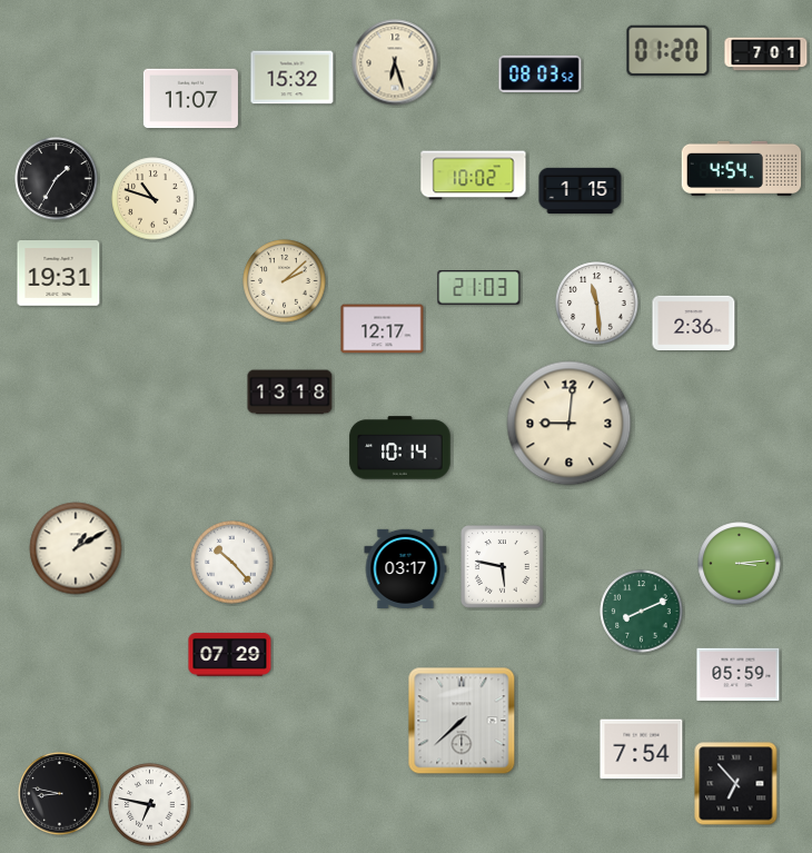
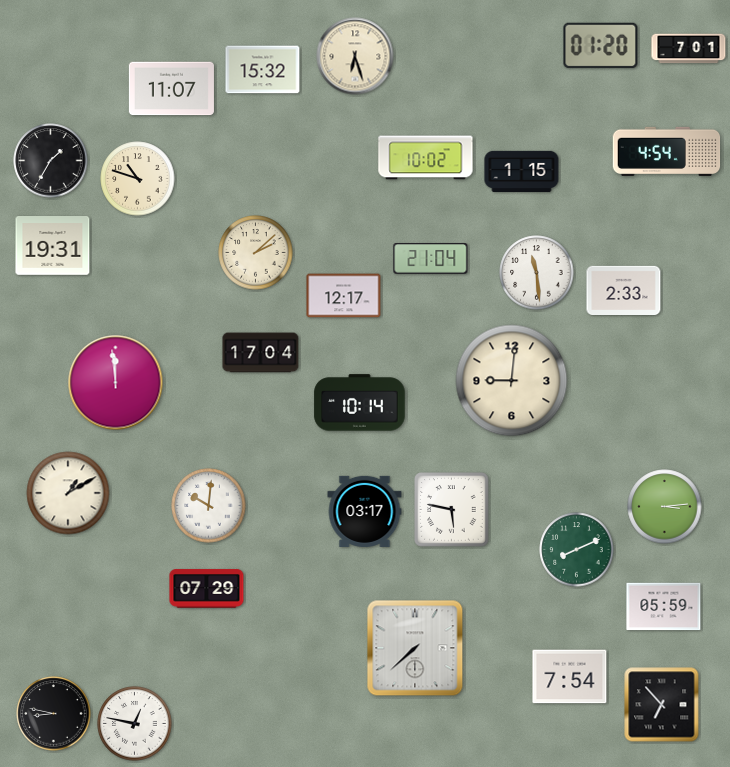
clock at (541, 75): 08:03 -> none
clock at (479, 288): 21:03 -> 21:04
clock at (694, 323): 2:36 -> 2:33
clock at (290, 393): 13:18 -> 17:04
clock at (116, 383): none -> 11:59
clock at (232, 563): 10:23 -> 10:01
clock at (642, 750) position: (642, 750) -> (570, 677)
clock at (150, 805): 6:47 -> 12:47
